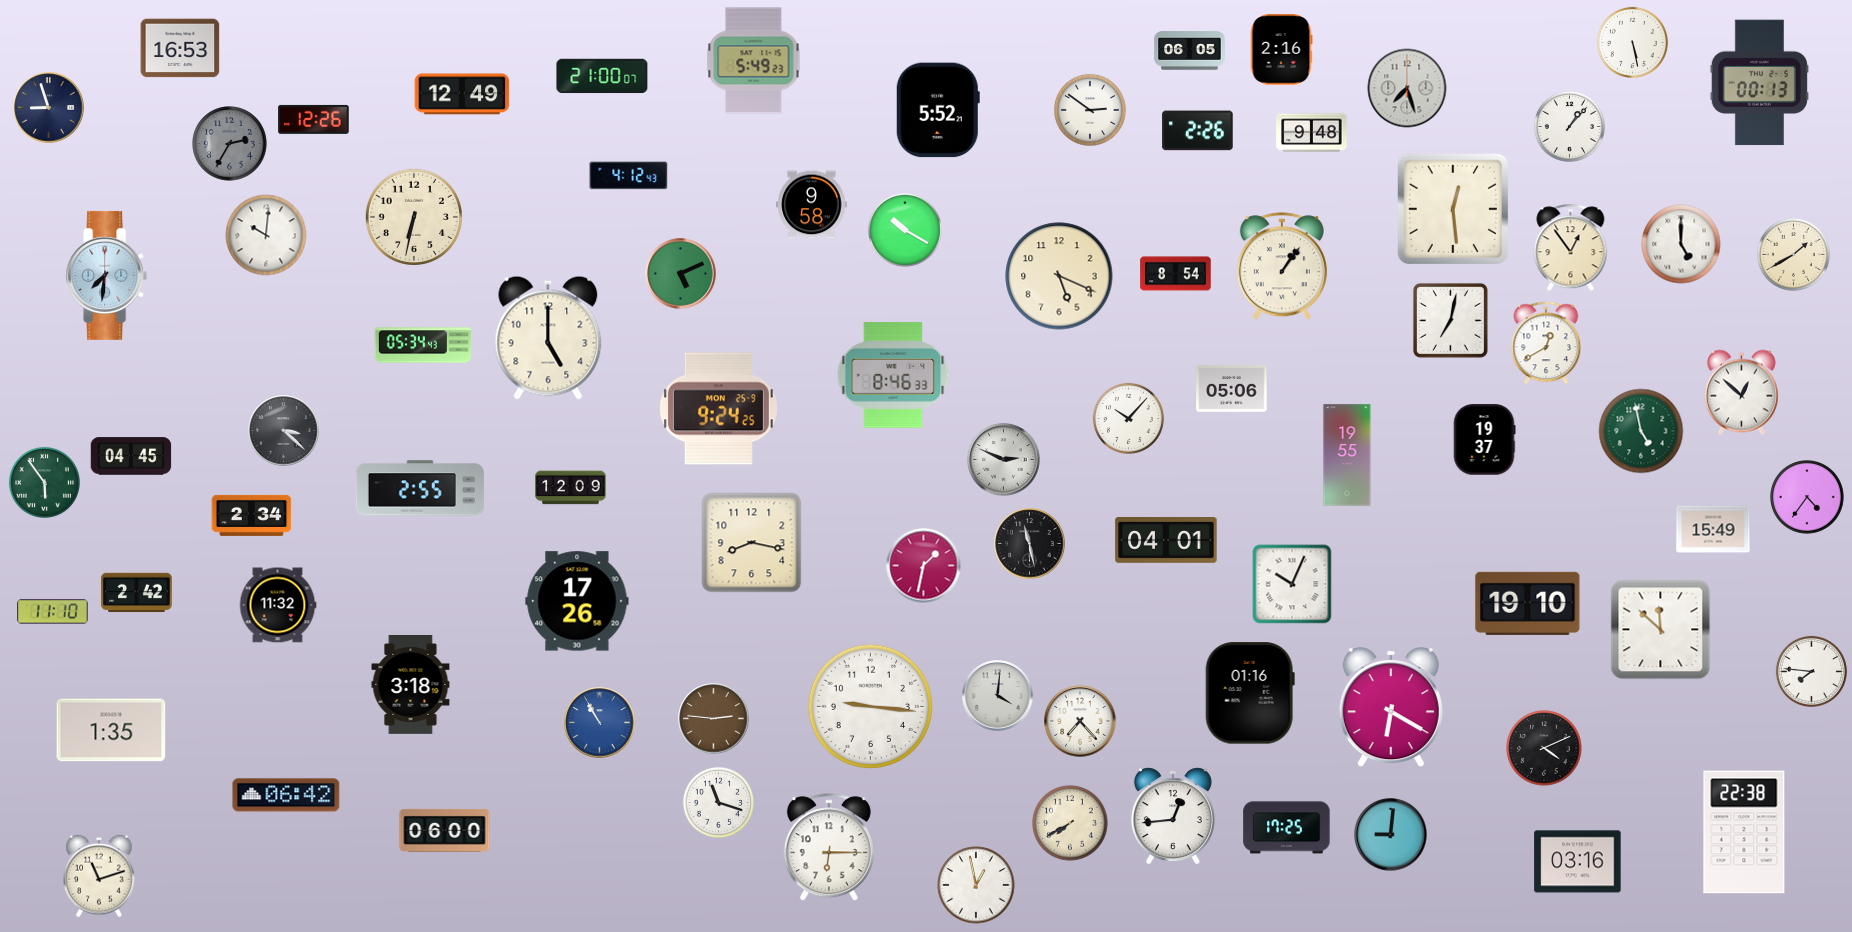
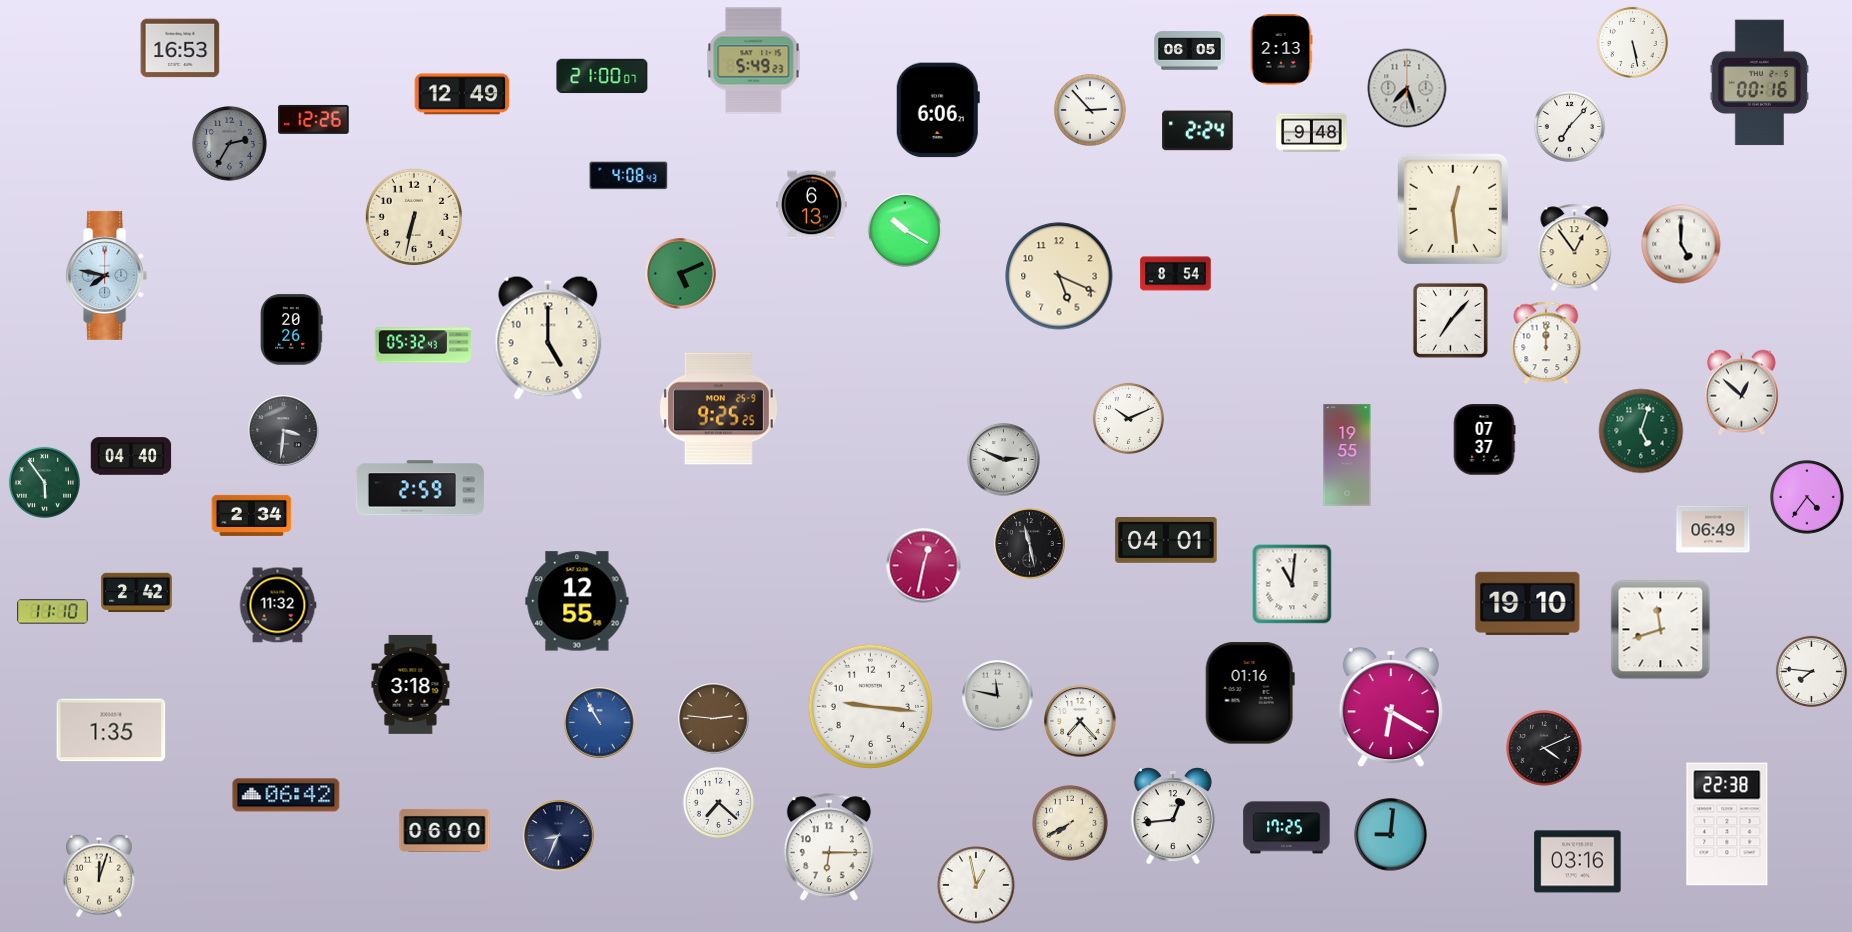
clock at (1281, 50): 2:16 -> 2:13
clock at (1759, 83): 00:13 -> 00:16
clock at (49, 108): 8:57 -> none
clock at (938, 110): 5:52 -> 6:06
clock at (1090, 110): 2:51 -> 2:53
clock at (1569, 126): 1:07 -> 7:07
clock at (1198, 131): 2:26 -> 2:24
clock at (629, 176): 4:12 -> 4:08
clock at (812, 205): 9:58 -> 6:13
clock at (266, 235): 10:01 -> none
clock at (1571, 248) position: (1571, 248) -> (1575, 248)
clock at (1793, 254): 1:40 -> none
clock at (1282, 267): 1:06 -> none
clock at (107, 275): 7:31 -> 7:47
clock at (1450, 320): 7:02 -> 7:07
clock at (292, 330): none -> 20:26
clock at (1546, 343): 12:40 -> 12:00
clock at (423, 345): 05:34 -> 05:32
clock at (893, 375): 8:46 -> none
clock at (1232, 389): 05:06 -> none
clock at (718, 409): 9:24 -> 9:25
clock at (1128, 418): 10:07 -> 10:11
clock at (284, 431): 3:22 -> 3:31
clock at (1641, 431): 4:58 -> 5:03
clock at (1484, 440): 19:37 -> 07:37
clock at (131, 456): 04:45 -> 04:40
clock at (420, 488): 2:55 -> 2:59
clock at (571, 488): 12:09 -> none
clock at (1713, 529): 15:49 -> 06:49
clock at (752, 543): 8:17 -> none
clock at (924, 566): 1:32 -> 12:32
clock at (1292, 584): 10:04 -> 11:01
clock at (577, 601): 17:26 -> 12:55
clock at (1661, 630): 11:52 -> 11:42
clock at (998, 696): 4:01 -> 11:47
clock at (718, 802): 11:18 -> 7:22
clock at (1744, 832) position: (1744, 832) -> (1727, 824)
clock at (559, 836): none -> 8:34
clock at (99, 876): 11:12 -> 12:03
